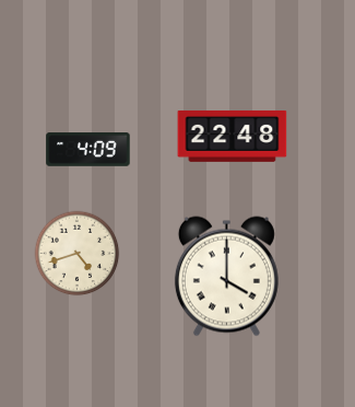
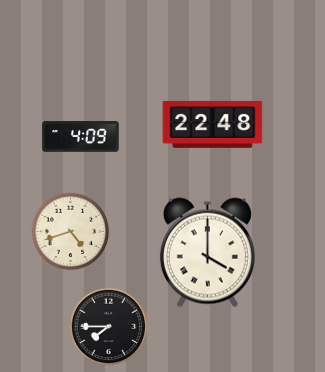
clock at (108, 326): none -> 7:45
